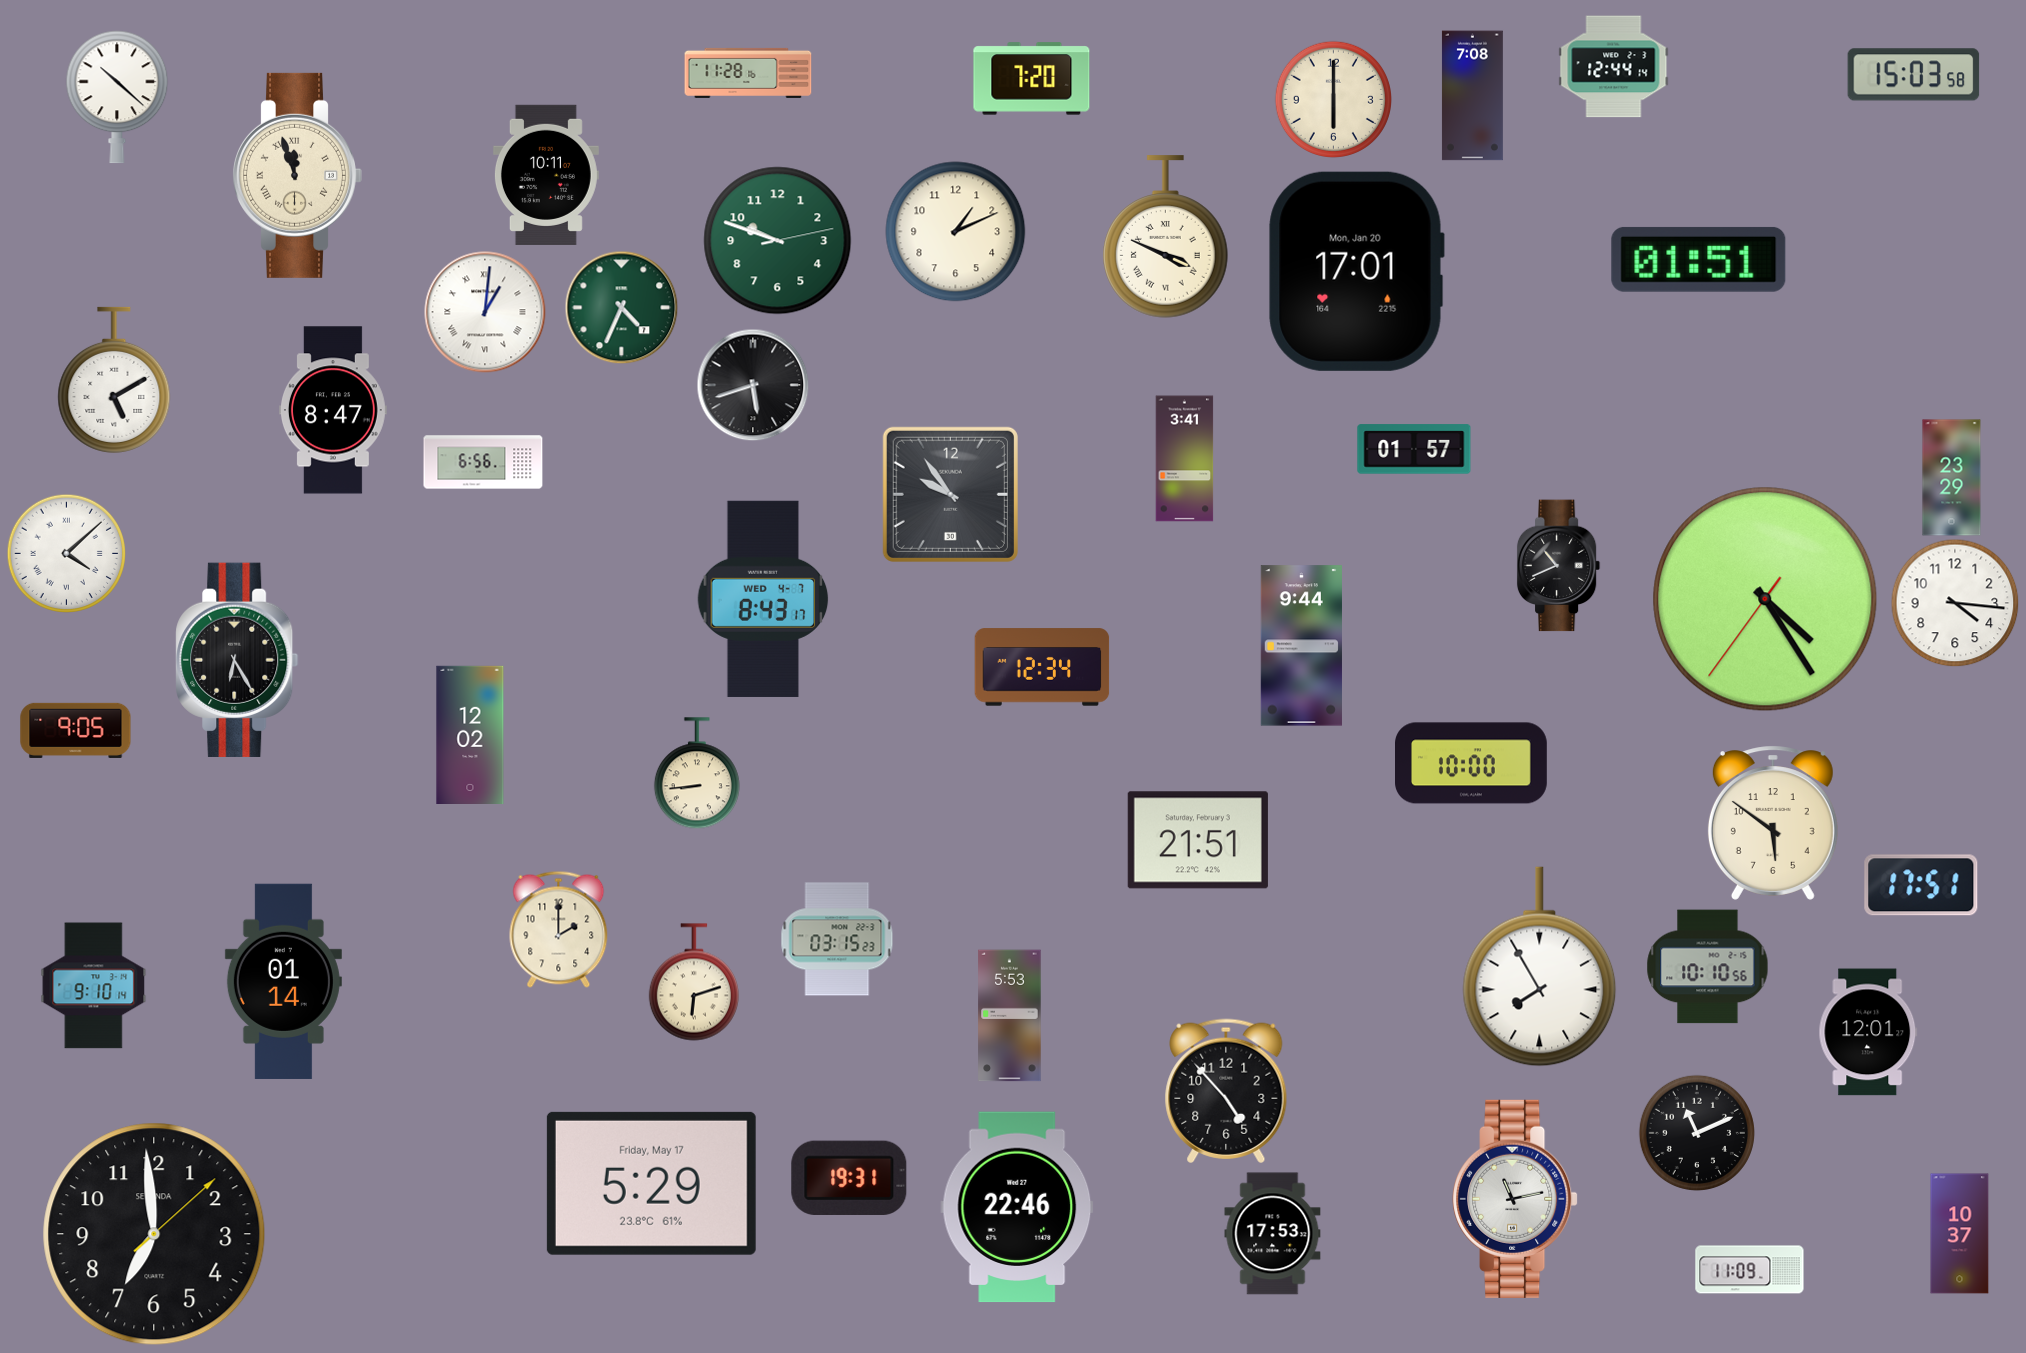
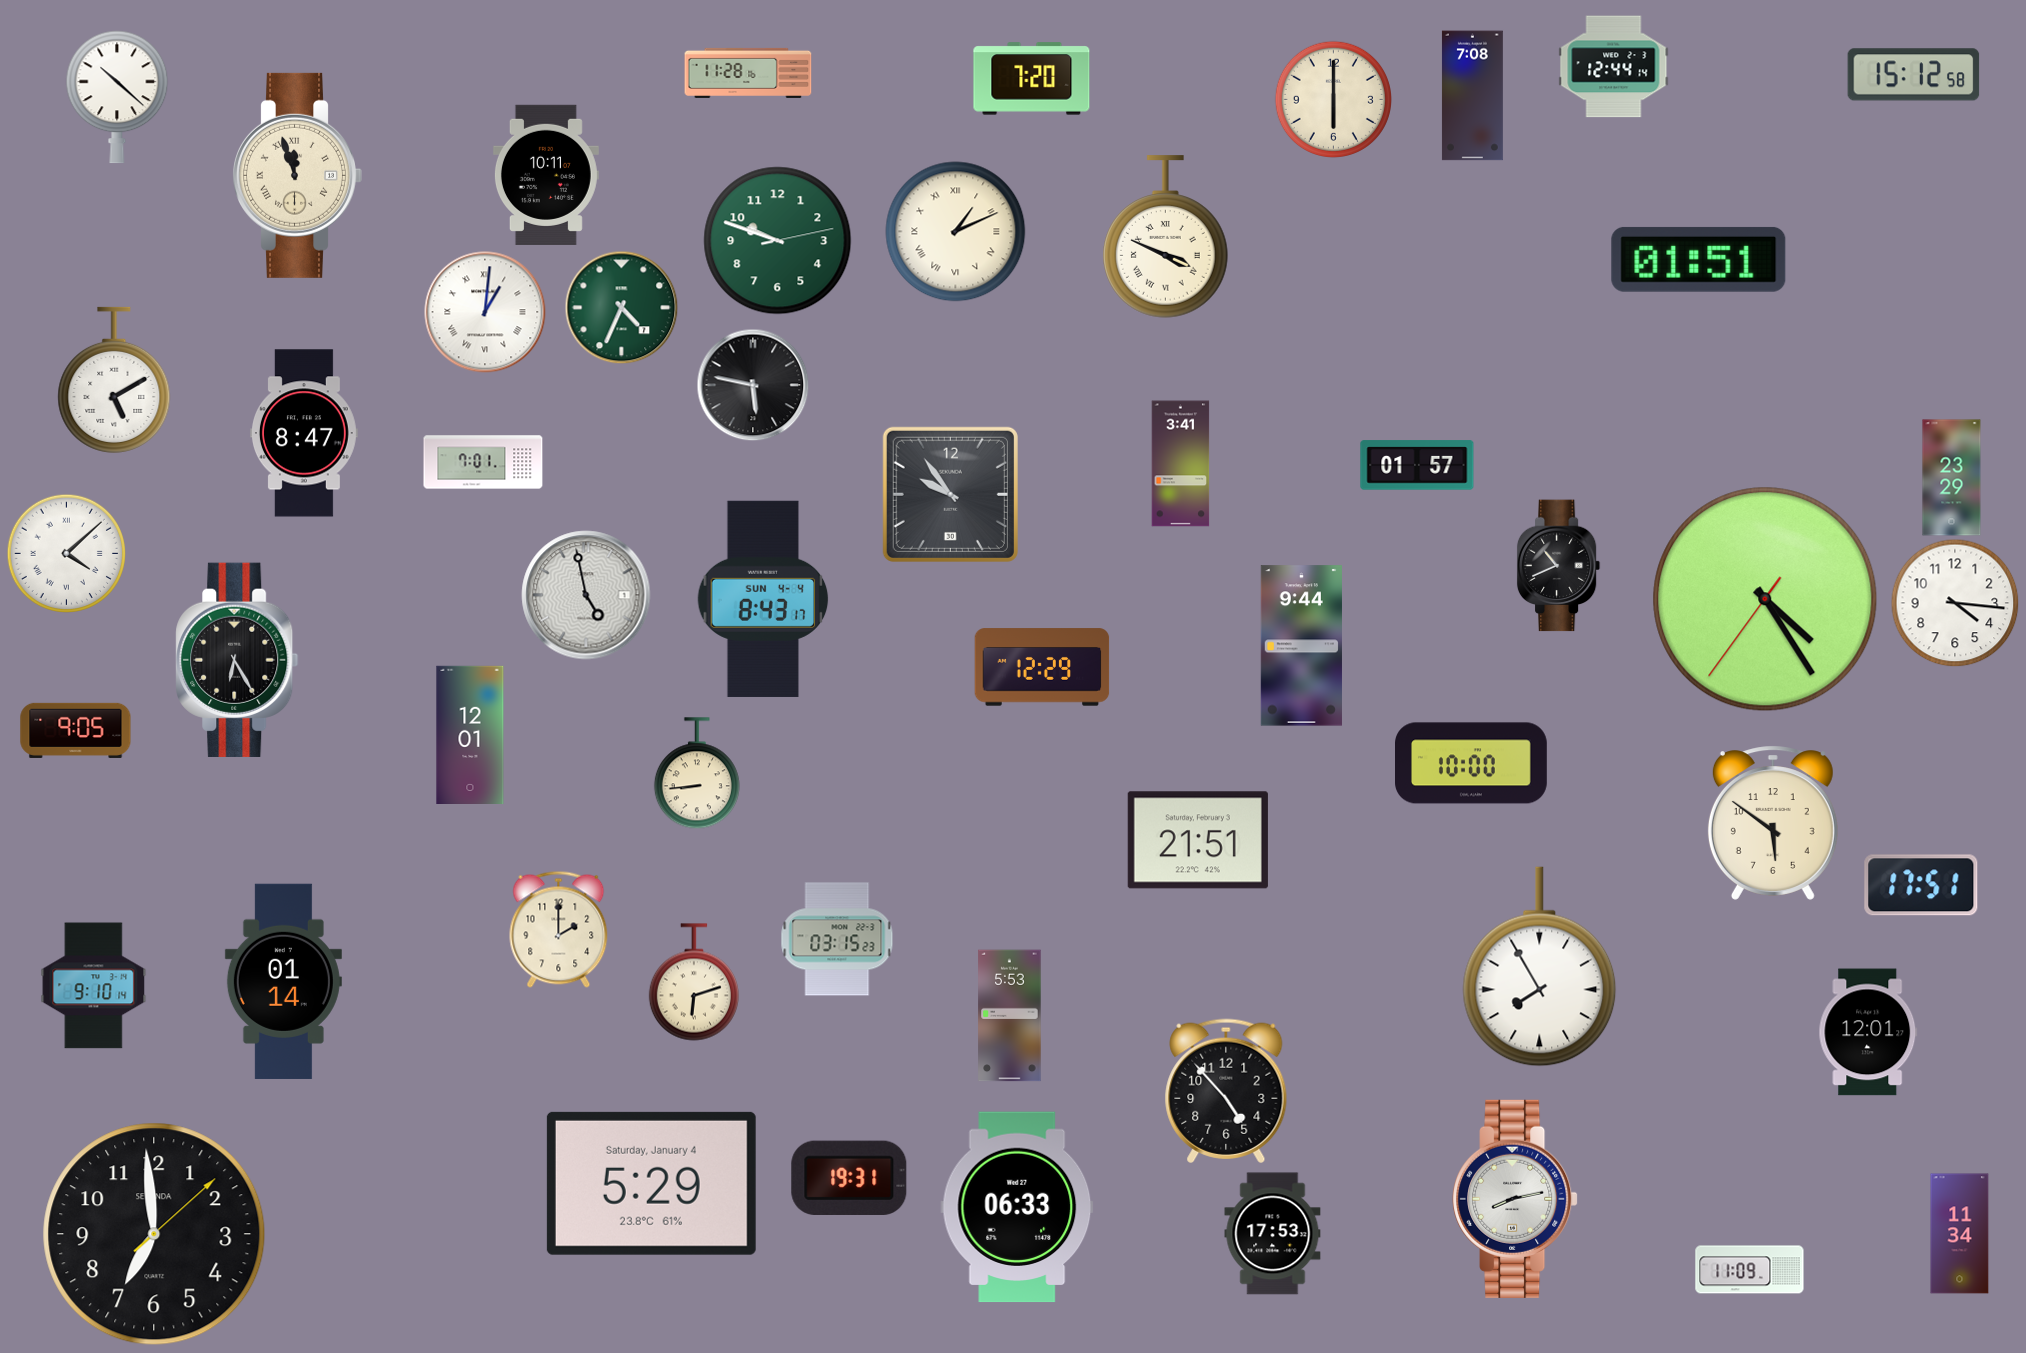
clock at (1914, 75): 15:03 -> 15:12
clock at (956, 232) numerals: Arabic -> Roman
clock at (1356, 271): 17:01 -> none
clock at (753, 385): 5:42 -> 5:47
clock at (333, 410) position: (333, 410) -> (304, 433)
clock at (1414, 449) position: (1414, 449) -> (1417, 465)
clock at (1185, 459) position: (1185, 459) -> (1181, 464)
clock at (483, 462): 6:56 -> 7:01
clock at (586, 595): none -> 4:58
clock at (763, 599) date: WED 4-7 -> SUN 4-4
clock at (1042, 667): 12:34 -> 12:29
clock at (470, 734): 12:02 -> 12:01
clock at (1708, 967): 10:10 -> none
clock at (1697, 1133): 11:11 -> none
clock at (651, 1183) date: Friday, May 17 -> Saturday, January 4
clock at (1515, 1199): 11:13 -> 8:13
clock at (1017, 1207): 22:46 -> 06:33
clock at (1960, 1234): 10:37 -> 11:34
